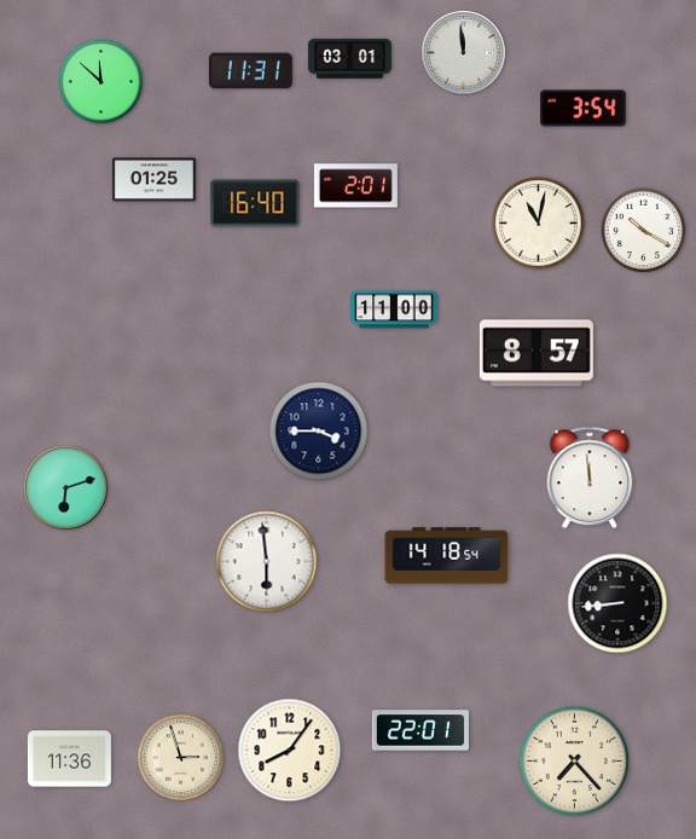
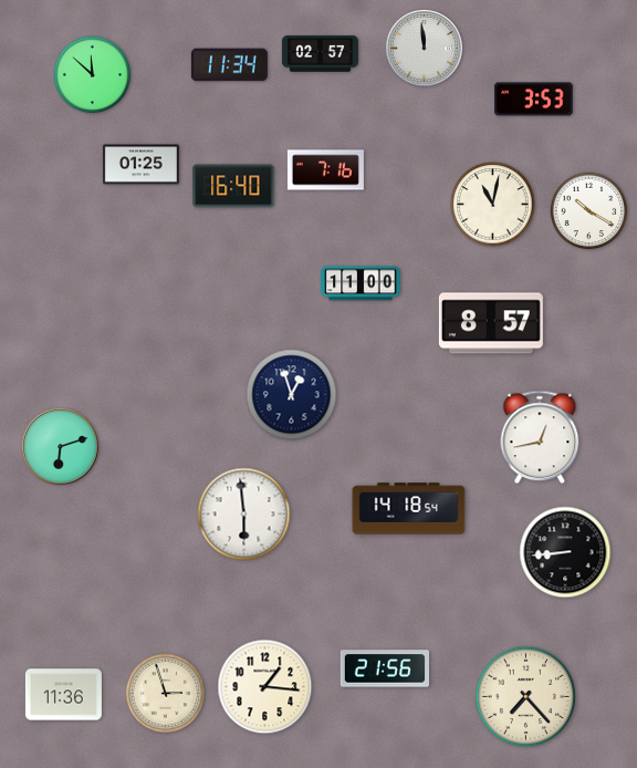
clock at (349, 59): 03:01 -> 02:57
clock at (250, 71): 11:31 -> 11:34
clock at (584, 109): 3:54 -> 3:53
clock at (355, 186): 2:01 -> 7:16
clock at (319, 432): 3:45 -> 12:57
clock at (590, 478): 11:59 -> 12:43
clock at (419, 730): 22:01 -> 21:56
clock at (290, 751): 8:06 -> 1:16
